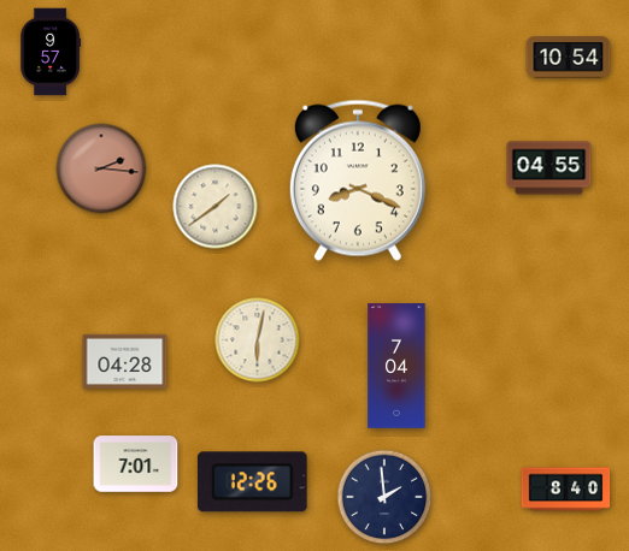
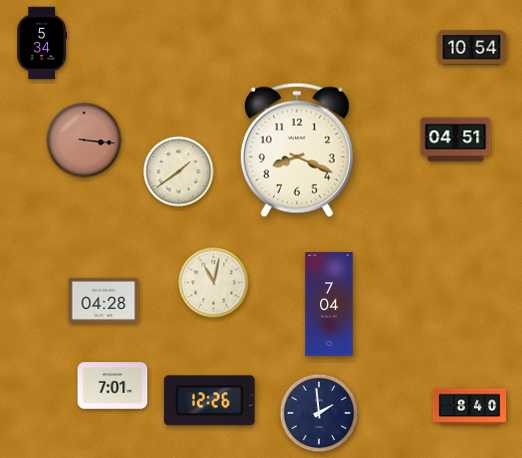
clock at (49, 52): 9:57 -> 5:34
clock at (101, 168): 2:16 -> 3:16
clock at (549, 168): 04:55 -> 04:51
clock at (258, 340): 6:02 -> 11:02
